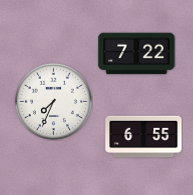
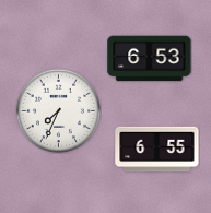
clock at (137, 54): 7:22 -> 6:53
